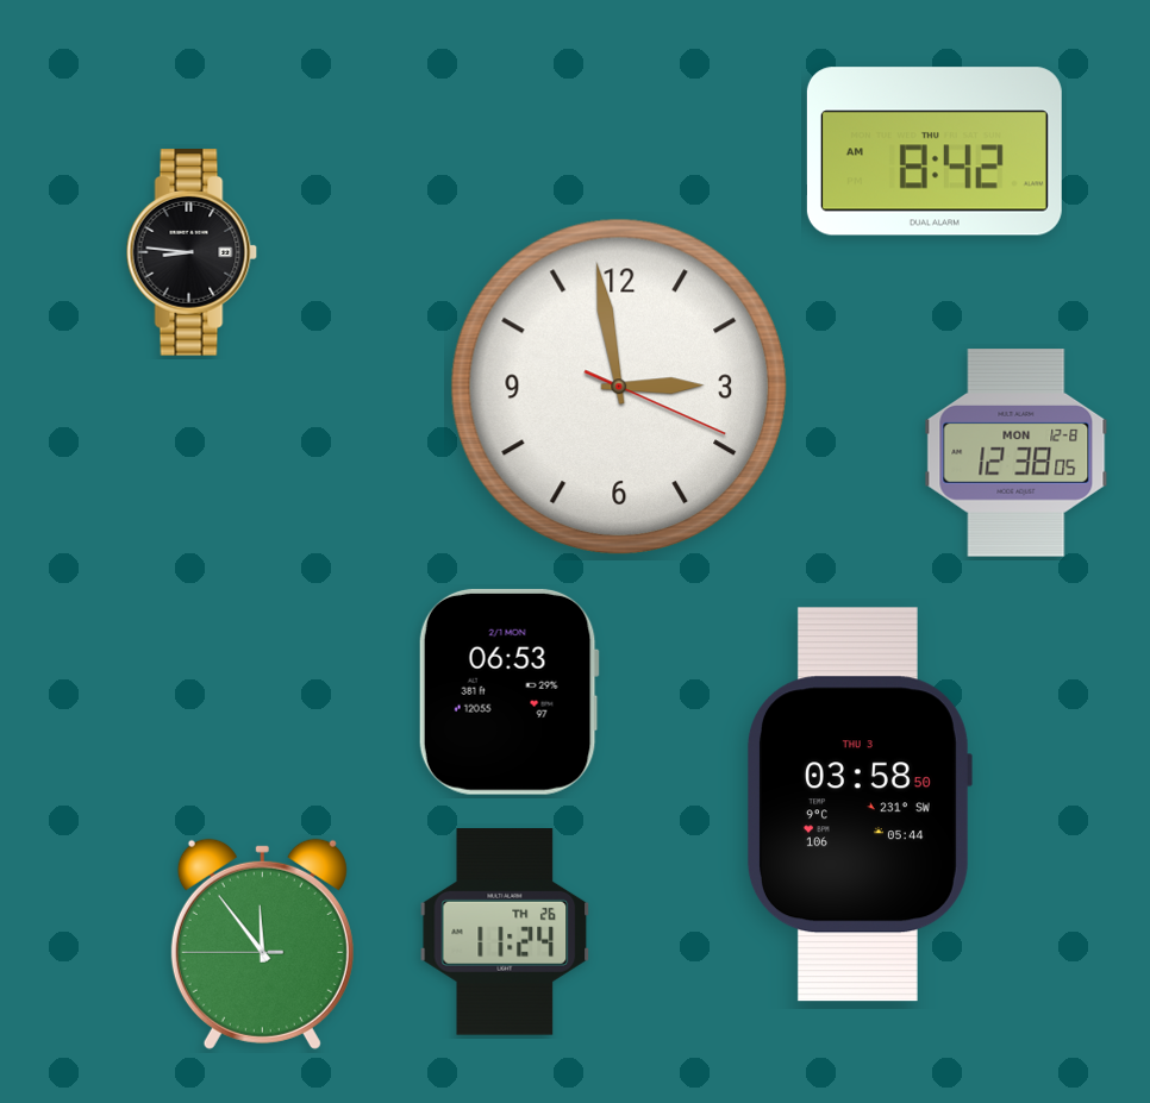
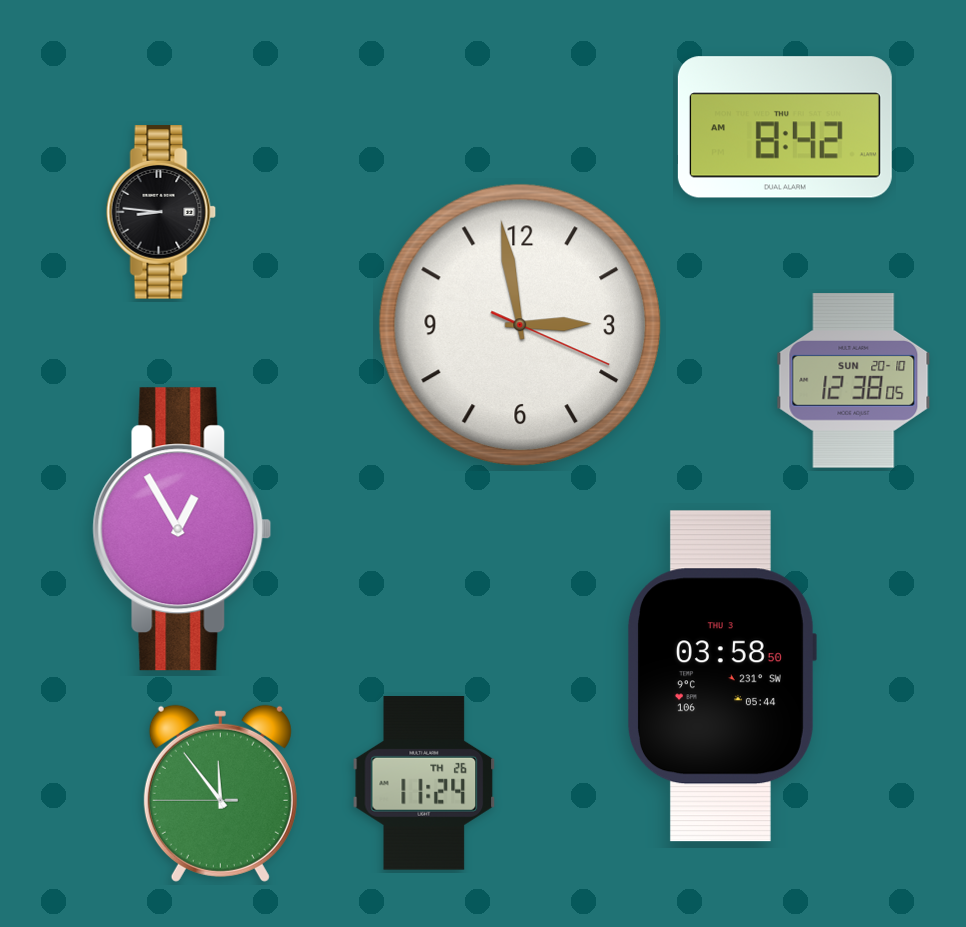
clock at (1017, 453) date: MON 12-8 -> SUN 20-10
clock at (182, 529): none -> 12:55
clock at (508, 691): 06:53 -> none
